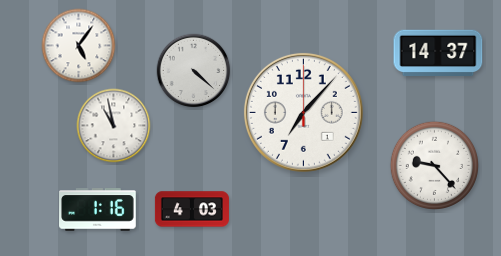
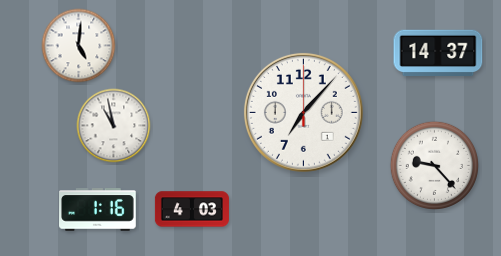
clock at (79, 46): 5:06 -> 5:01
clock at (194, 71): 4:22 -> none
